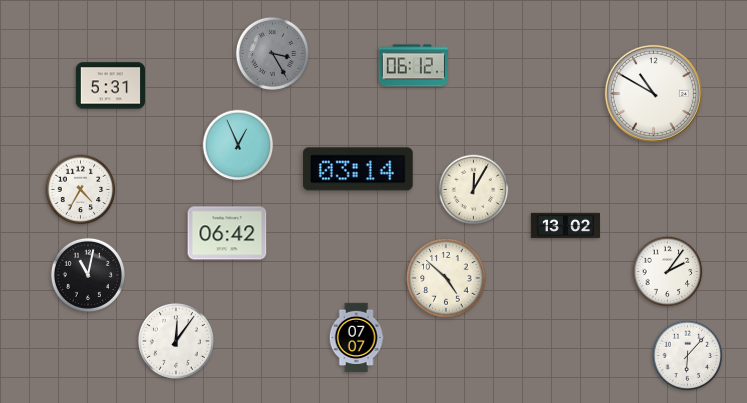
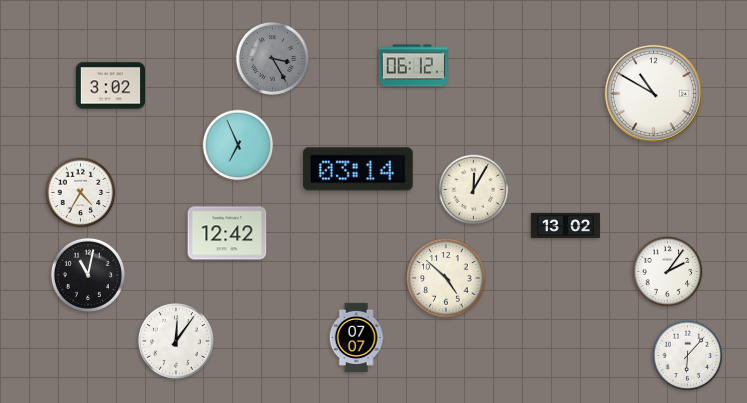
clock at (272, 53) position: (272, 53) -> (272, 58)
clock at (110, 86): 5:31 -> 3:02
clock at (238, 145): 12:56 -> 6:56
clock at (81, 190) position: (81, 190) -> (81, 193)
clock at (227, 233): 06:42 -> 12:42
